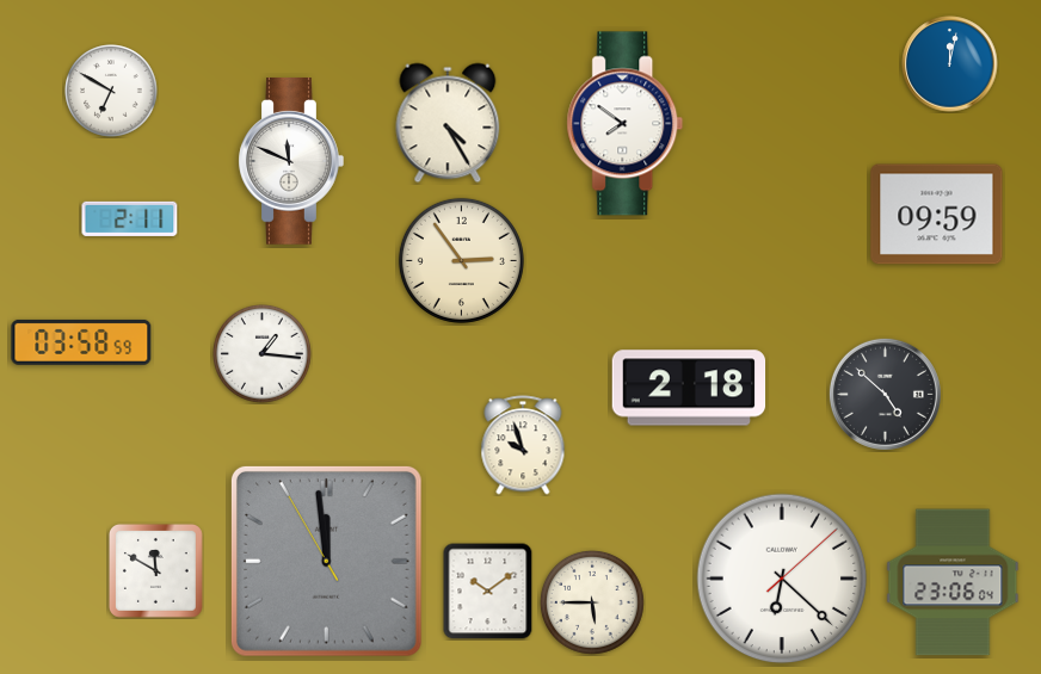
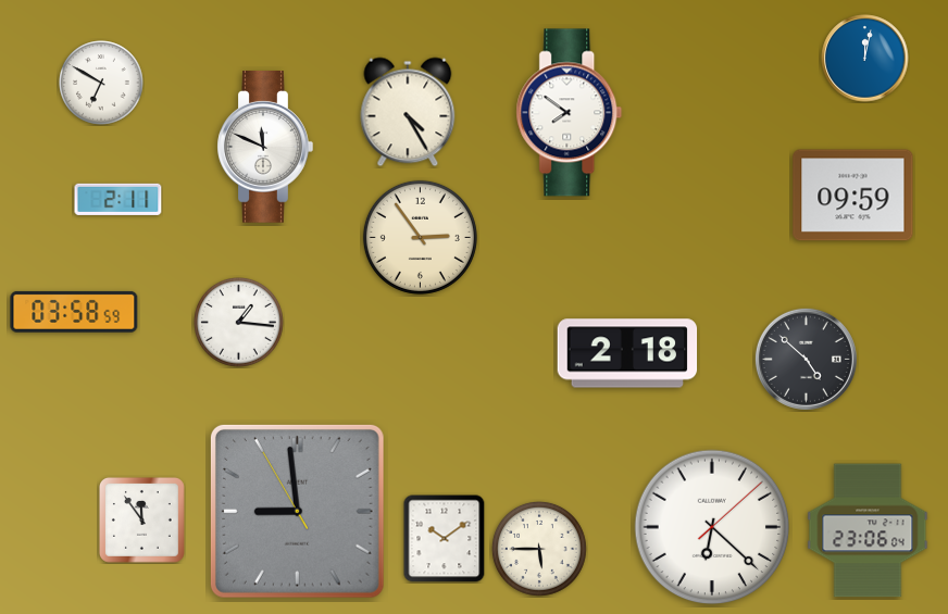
clock at (523, 445): 9:57 -> none
clock at (326, 561): 11:58 -> 8:58
clock at (155, 570): 11:50 -> 11:54
